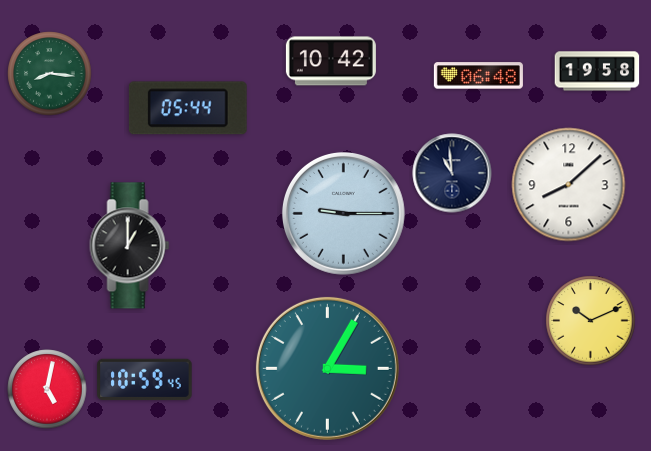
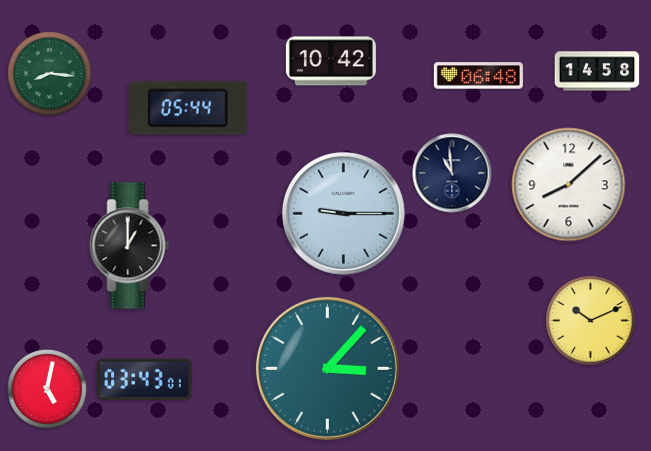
clock at (597, 71): 19:58 -> 14:58
clock at (327, 368): 3:05 -> 3:07
clock at (145, 380): 10:59 -> 03:43
